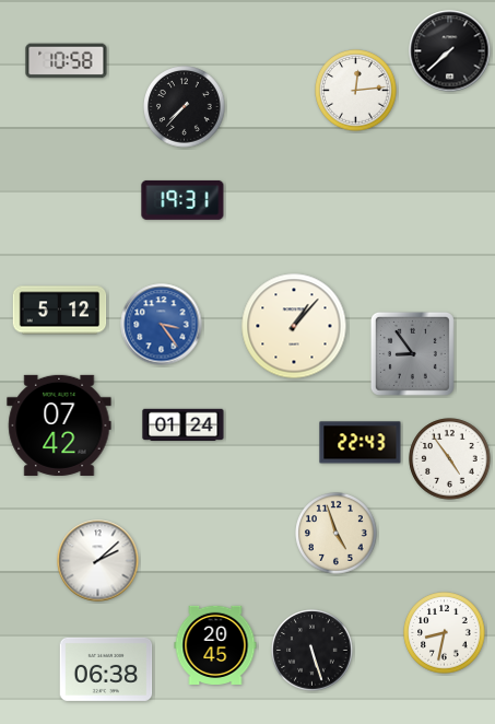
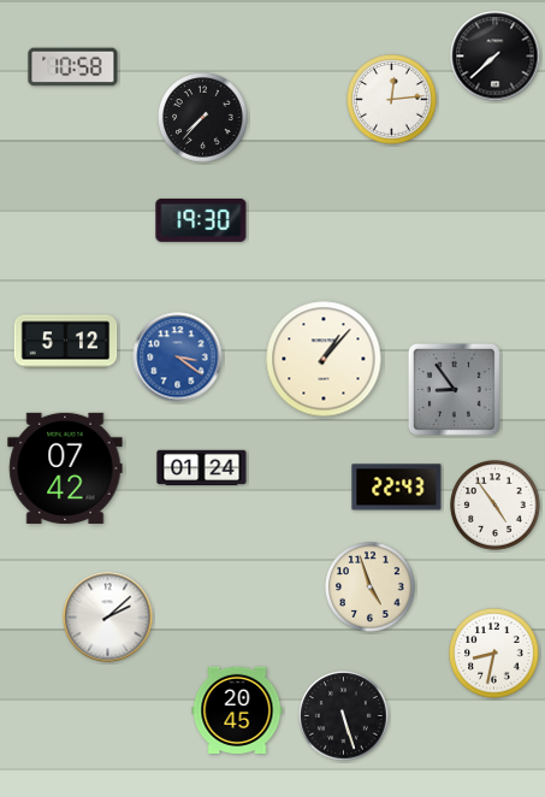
clock at (182, 200): 19:31 -> 19:30
clock at (162, 325): 3:24 -> 3:21
clock at (445, 633) position: (445, 633) -> (494, 654)
clock at (106, 669): 06:38 -> none
